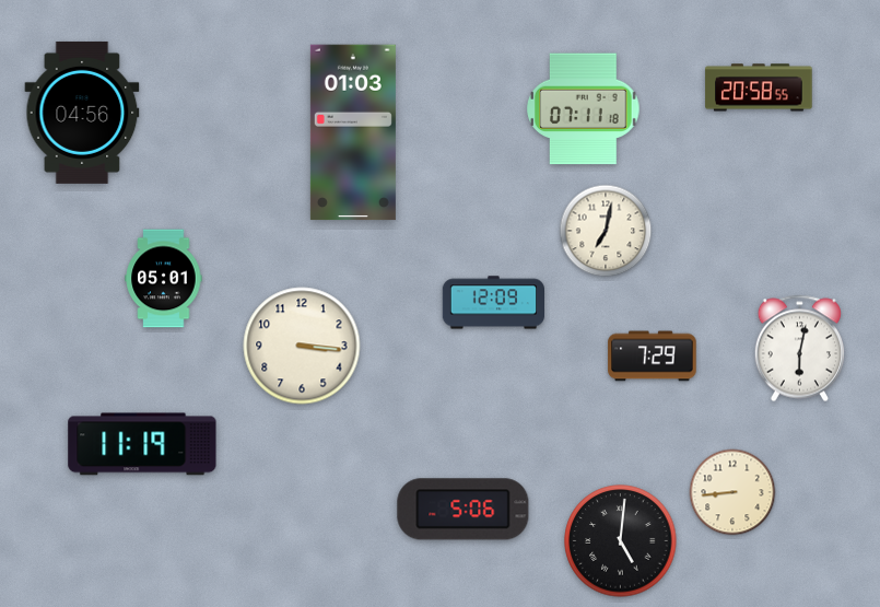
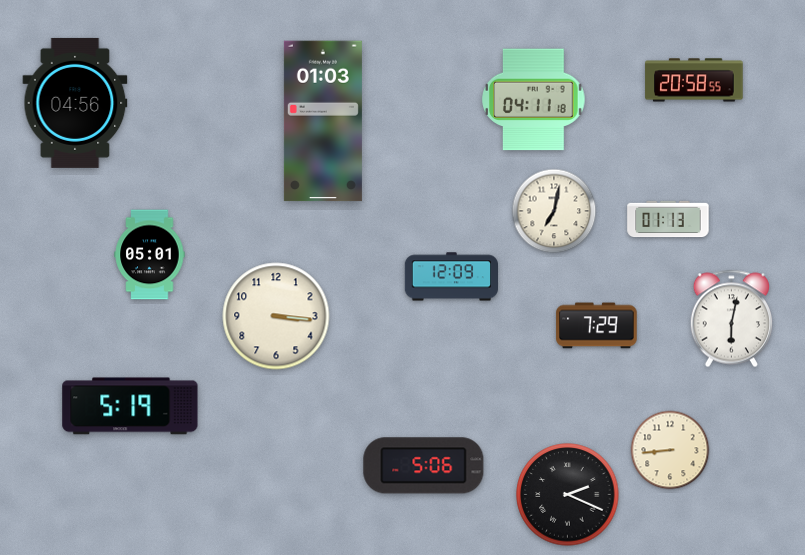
clock at (584, 109): 07:11 -> 04:11
clock at (668, 219): none -> 01:13
clock at (142, 444): 11:19 -> 5:19
clock at (621, 541): 5:01 -> 2:19
